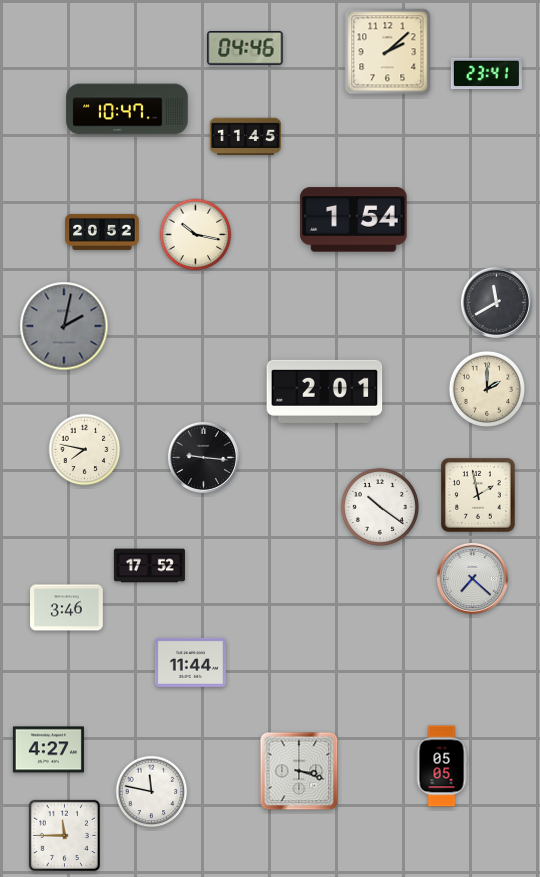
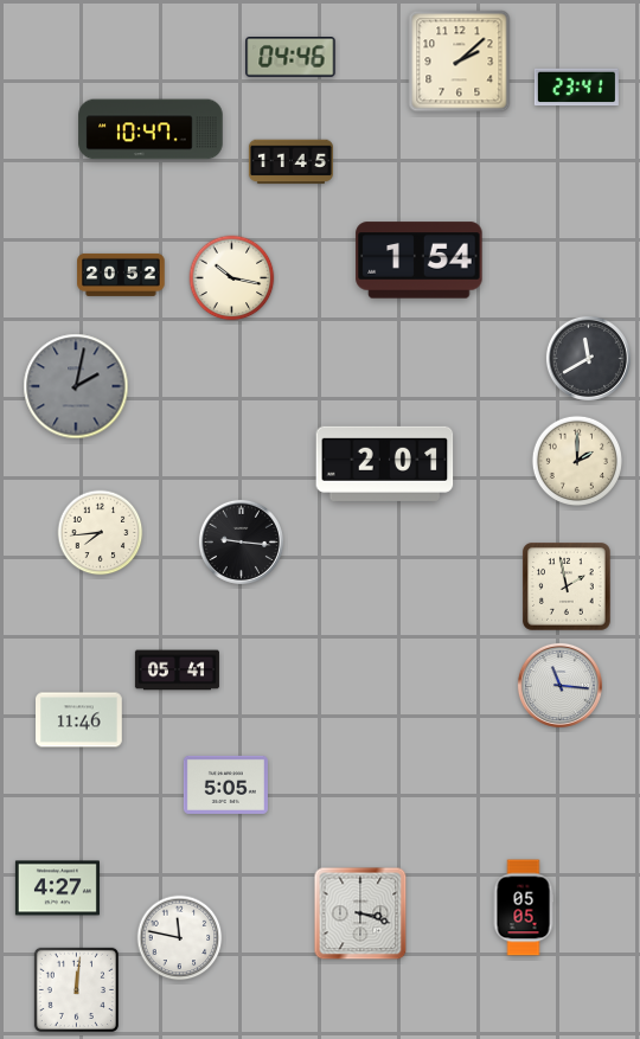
clock at (85, 450): 7:47 -> 7:44
clock at (380, 507): 10:21 -> none
clock at (149, 566): 17:52 -> 05:41
clock at (472, 578): 7:22 -> 11:16
clock at (67, 608): 3:46 -> 11:46
clock at (190, 662): 11:44 -> 5:05
clock at (299, 771) position: (299, 771) -> (360, 913)
clock at (64, 835): 11:45 -> 12:01
